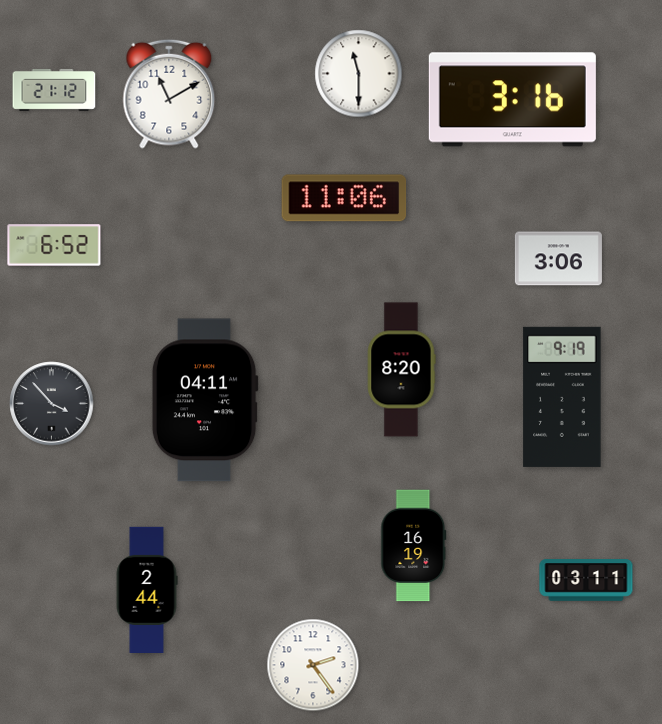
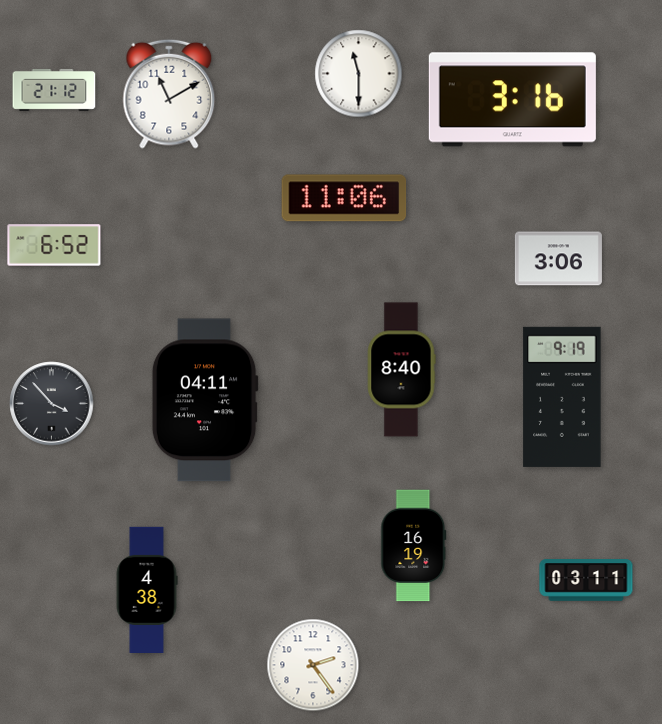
clock at (401, 370): 8:20 -> 8:40
clock at (147, 589): 2:44 -> 4:38
